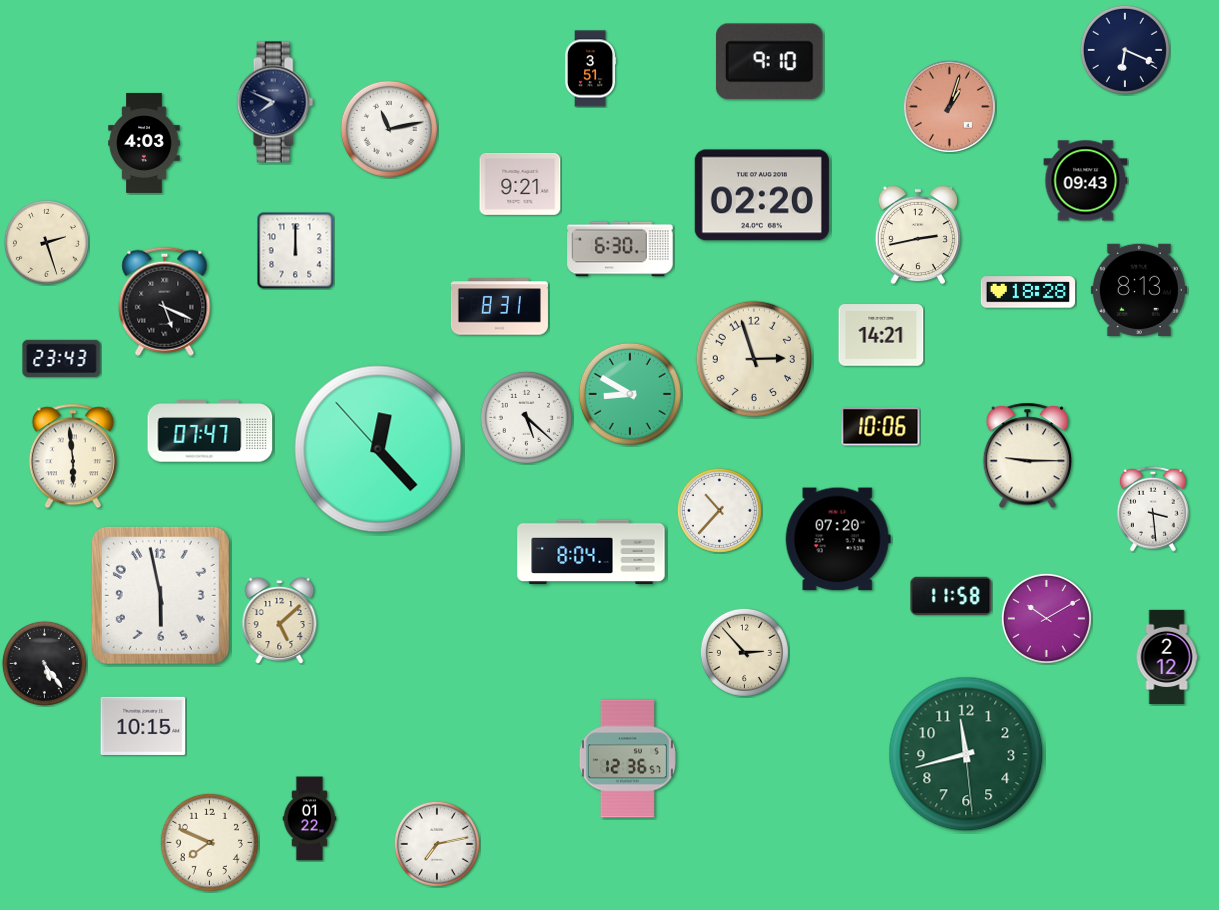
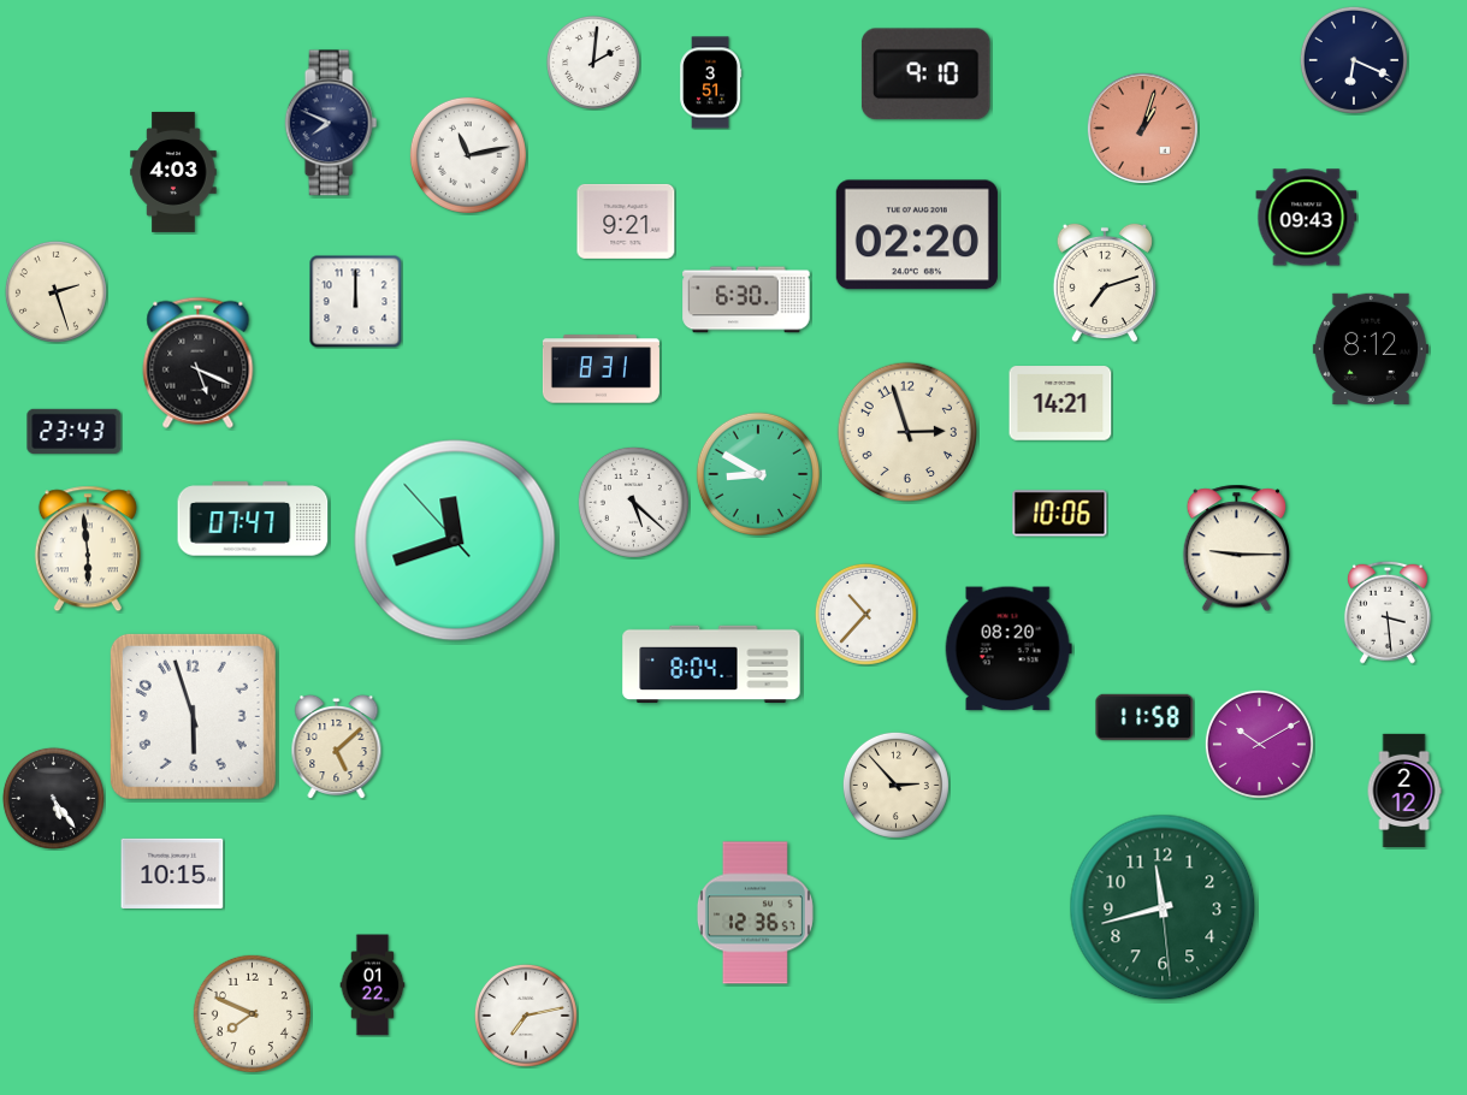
clock at (595, 64): none -> 2:01
clock at (918, 235): 2:43 -> 7:12
clock at (1139, 290): 8:13 -> 8:12
clock at (1027, 292): 18:28 -> none
clock at (378, 449): 12:22 -> 11:41
clock at (838, 539): 07:20 -> 08:20
clock at (160, 595): 5:58 -> 5:57
